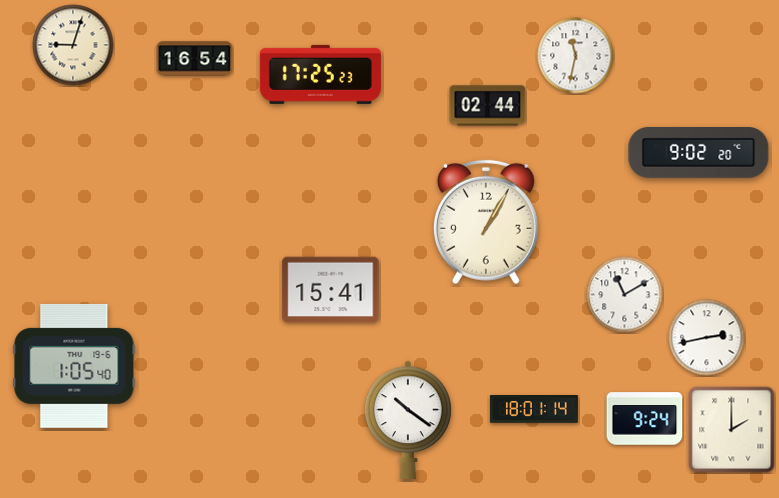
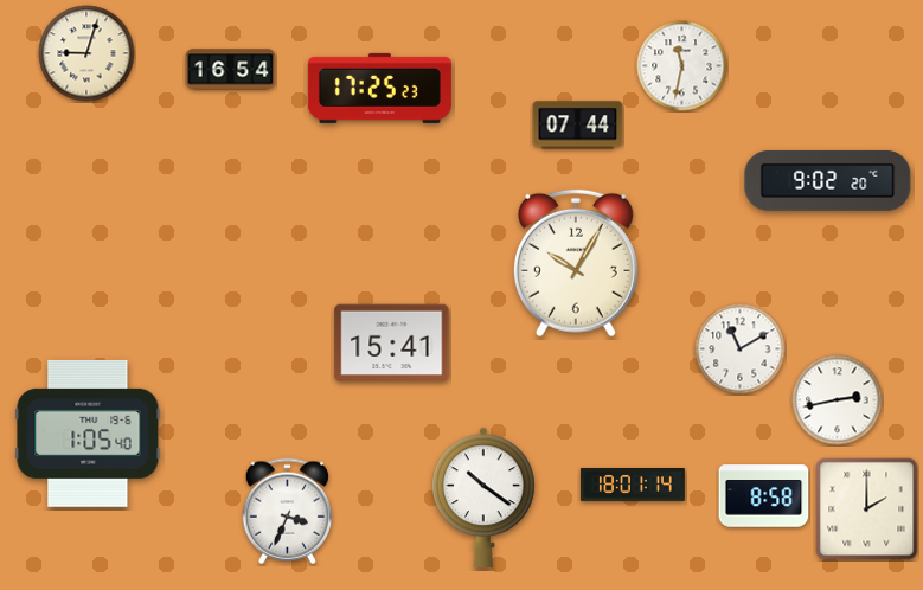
clock at (488, 106): 02:44 -> 07:44
clock at (486, 222): 1:05 -> 10:05
clock at (645, 419): 9:24 -> 8:58
clock at (287, 512): none -> 3:34
